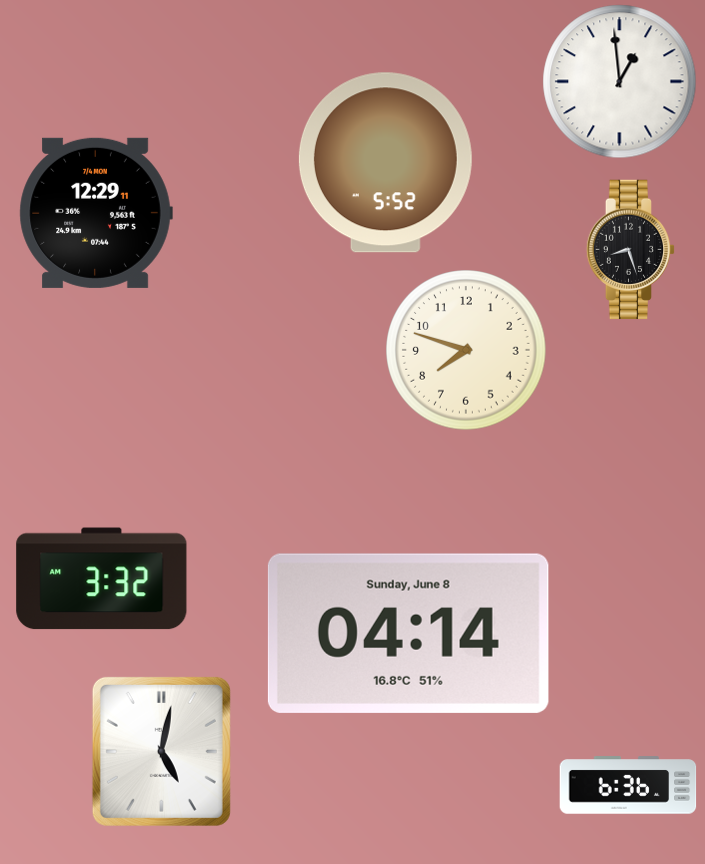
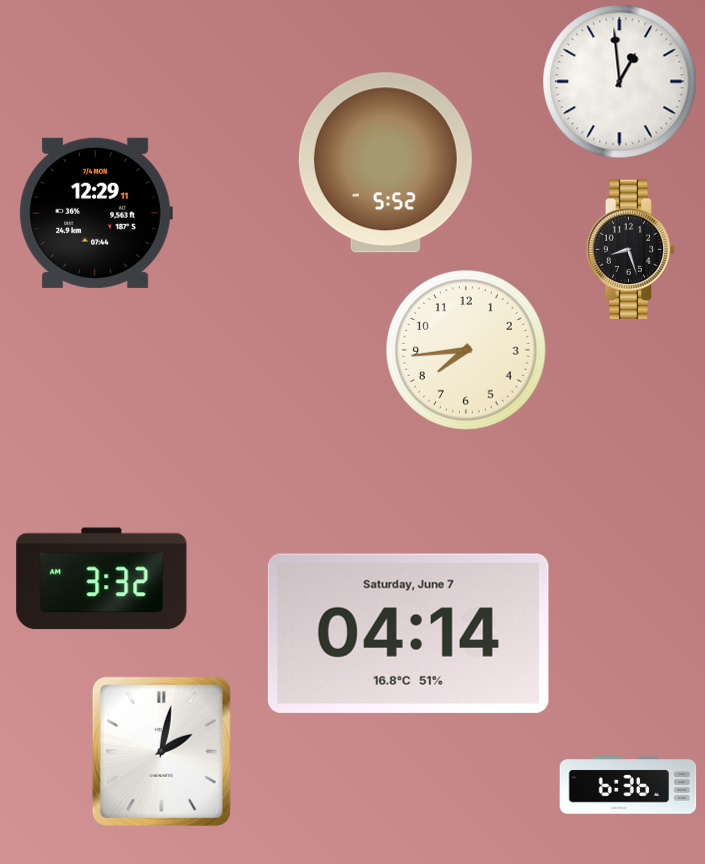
clock at (466, 350): 7:48 -> 7:44
clock at (408, 633) date: Sunday, June 8 -> Saturday, June 7
clock at (161, 751): 5:02 -> 2:02
